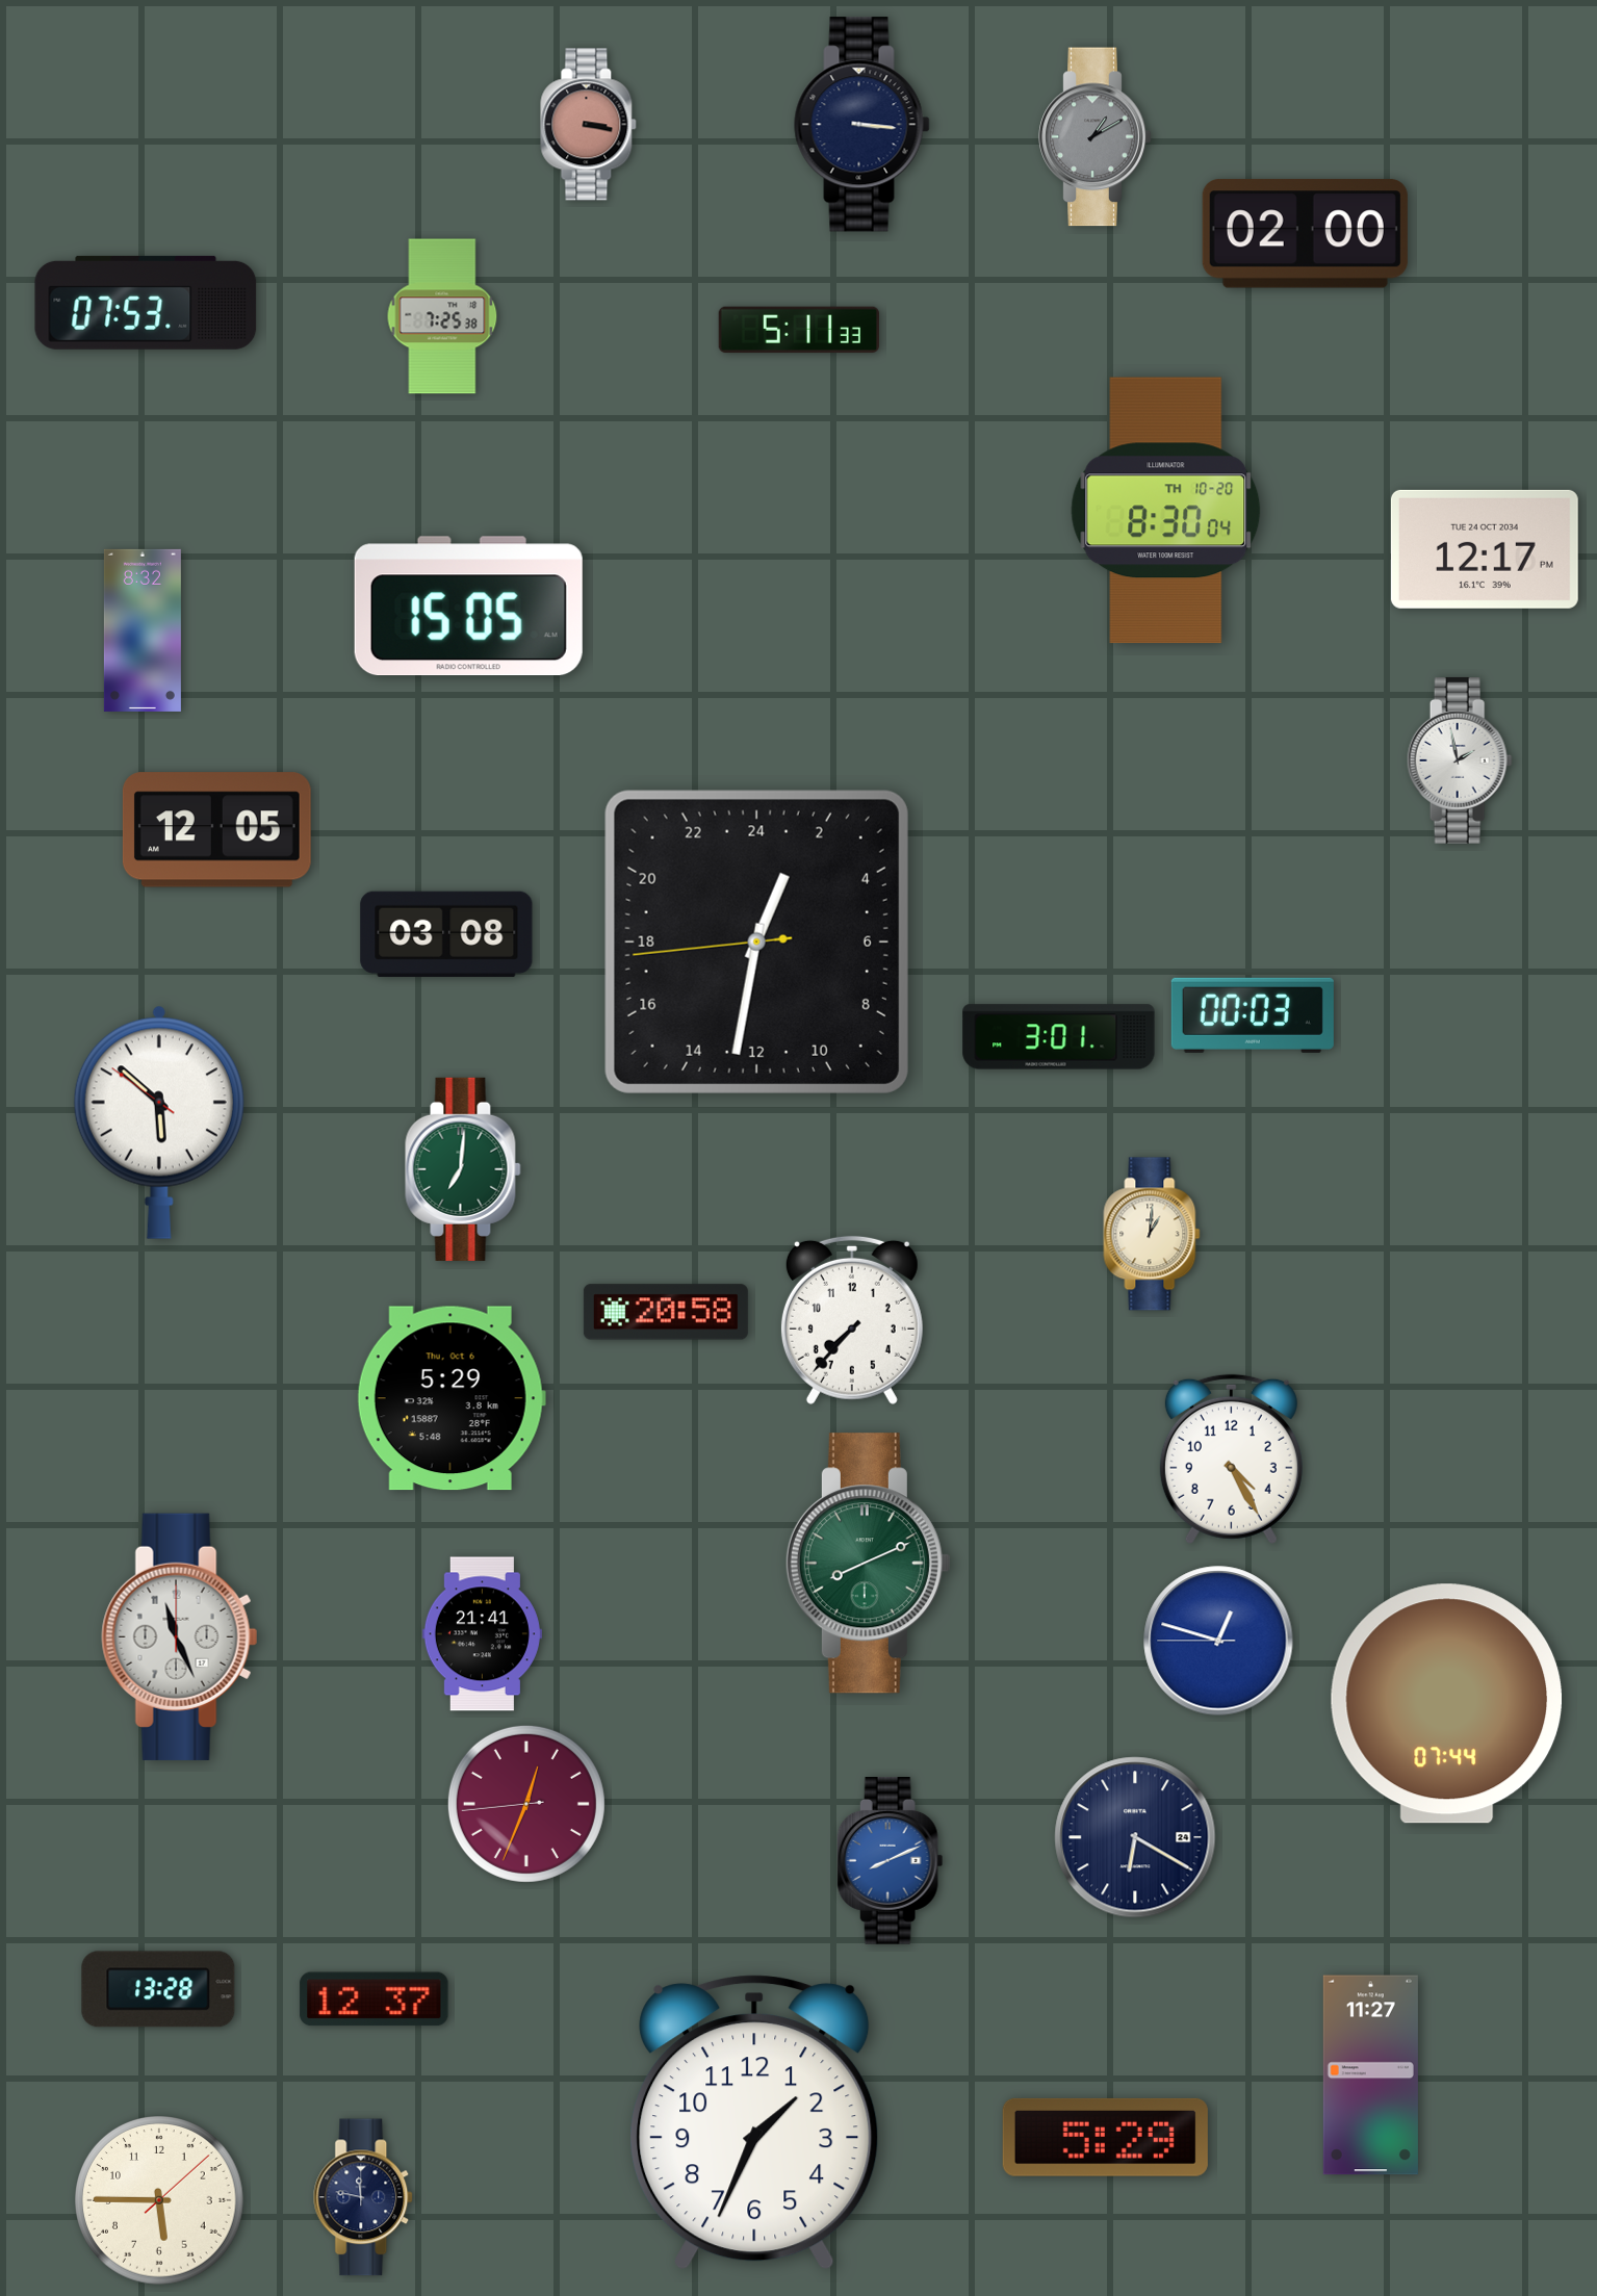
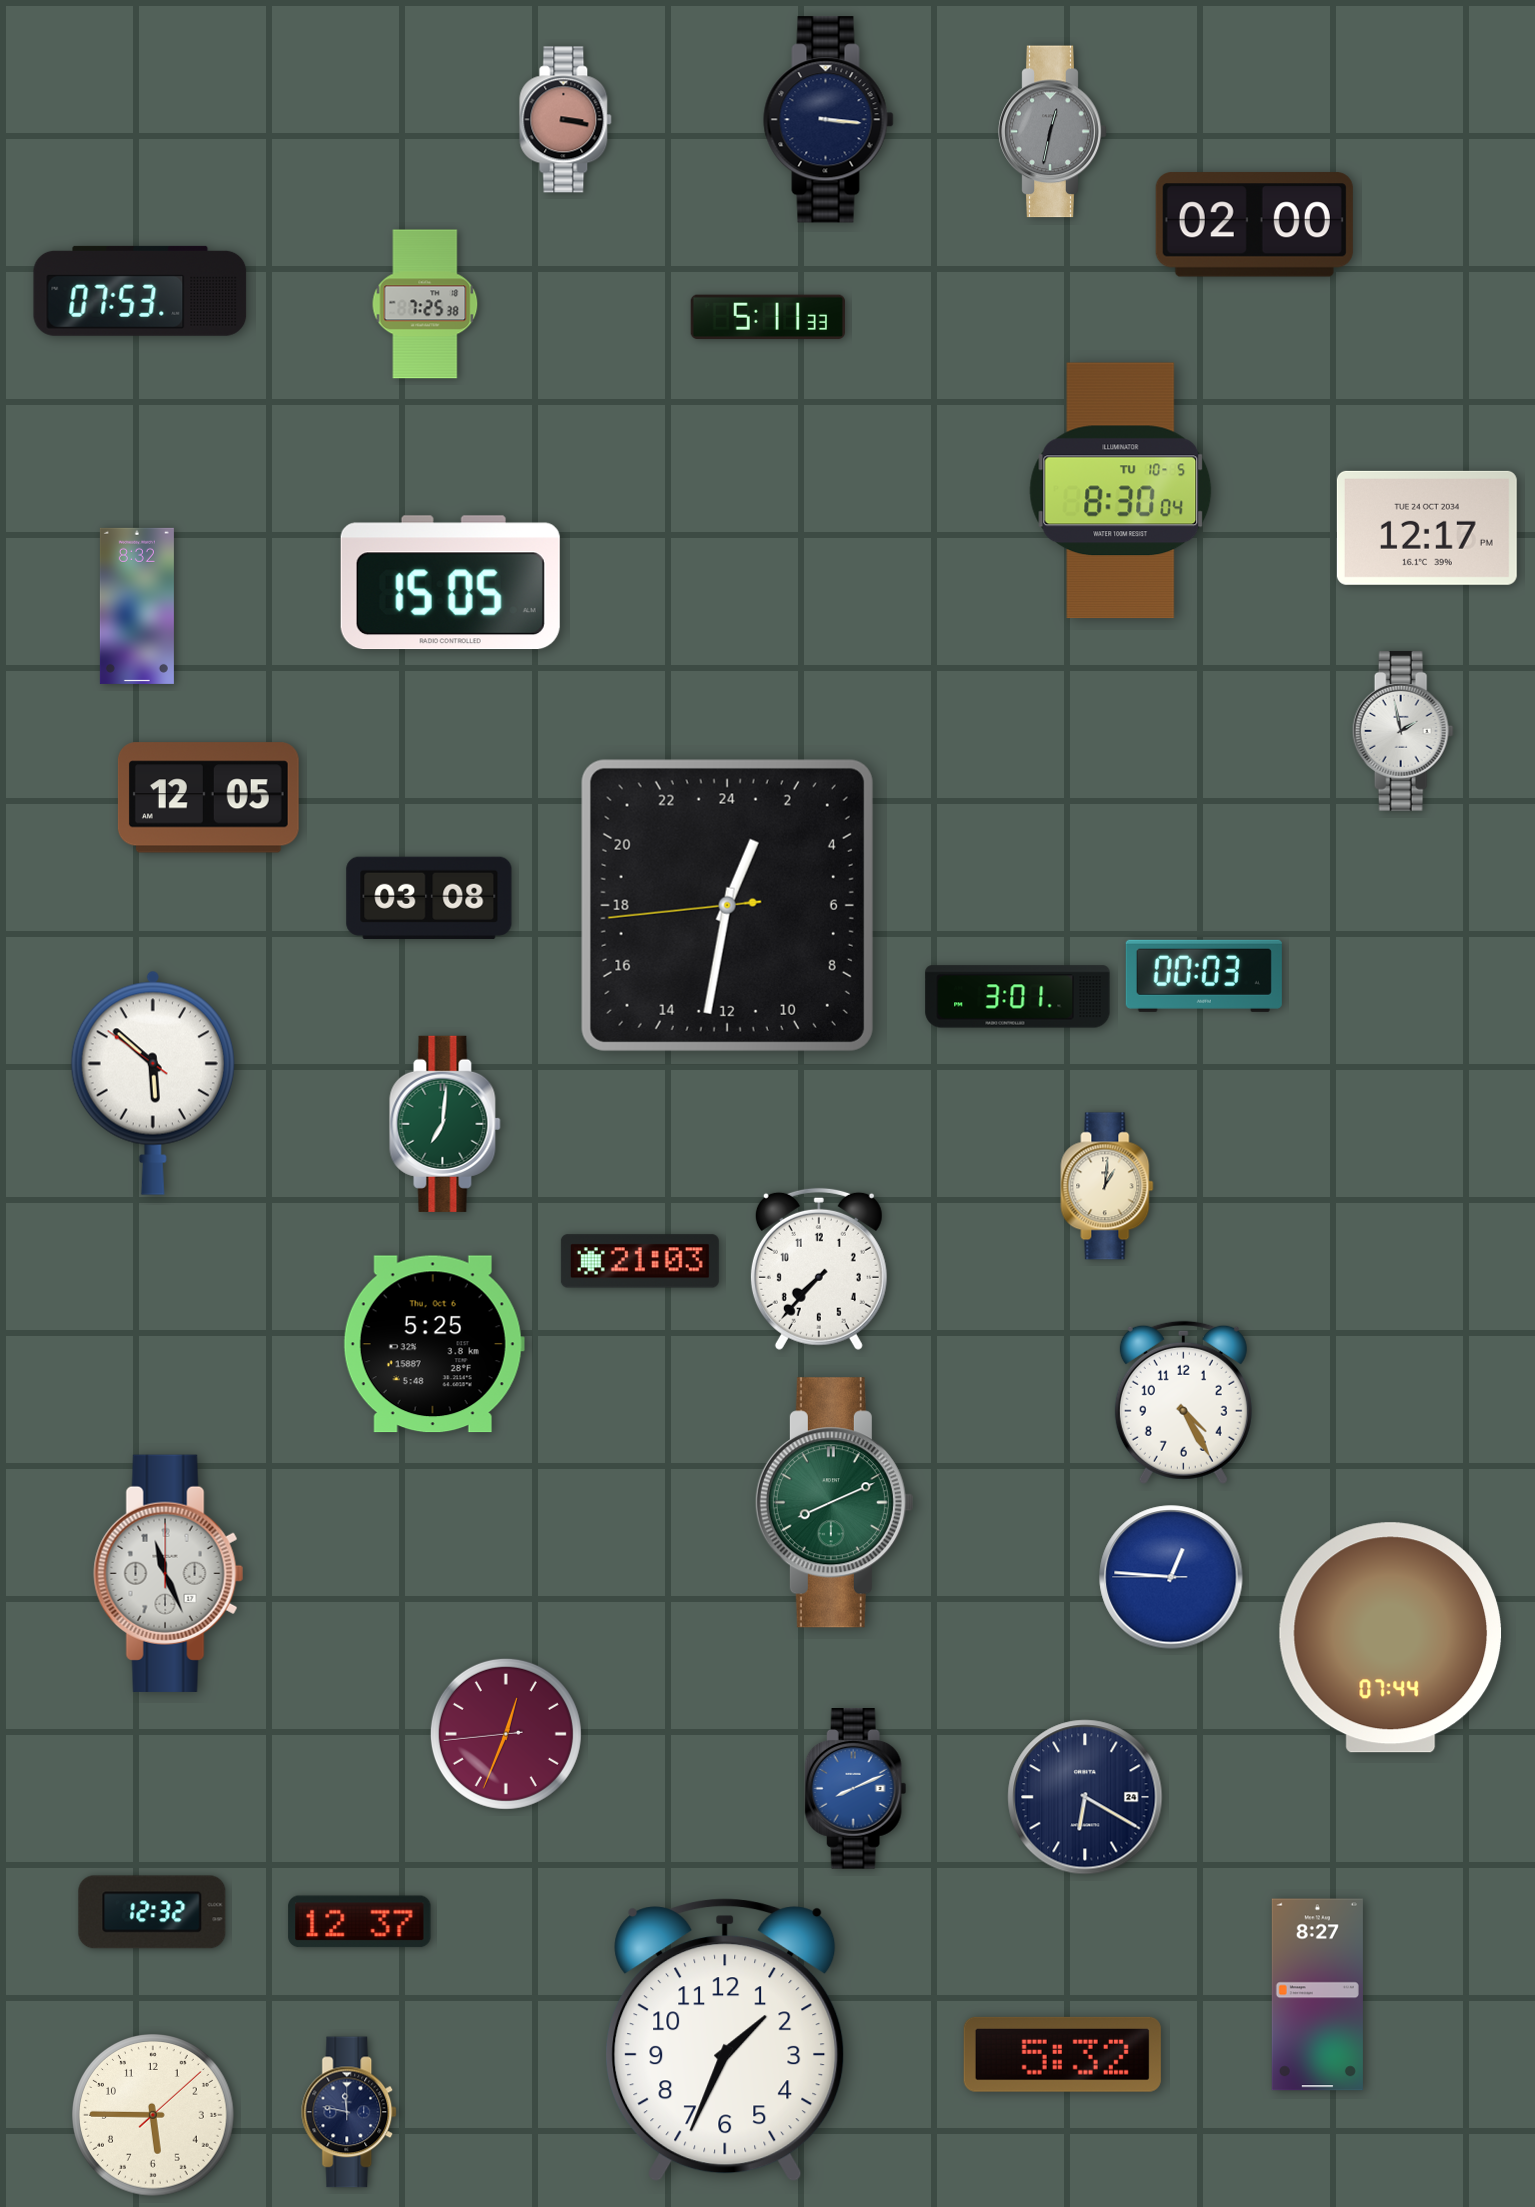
clock at (1096, 137): 1:10 -> 12:32
clock at (1166, 511) date: TH 10-20 -> TU 10-5
clock at (159, 1123) position: (159, 1123) -> (153, 1083)
clock at (666, 1312): 20:58 -> 21:03
clock at (452, 1398): 5:29 -> 5:25
clock at (482, 1634): 21:41 -> none
clock at (180, 1636) position: (180, 1636) -> (169, 1573)
clock at (1218, 1641): 12:47 -> 12:45
clock at (1135, 1837) position: (1135, 1837) -> (1085, 1797)
clock at (158, 1989): 13:28 -> 12:32
clock at (1370, 2075): 11:27 -> 8:27
clock at (1105, 2137): 5:29 -> 5:32
